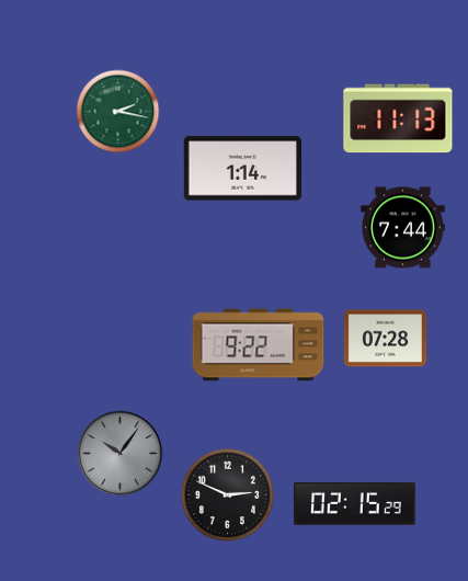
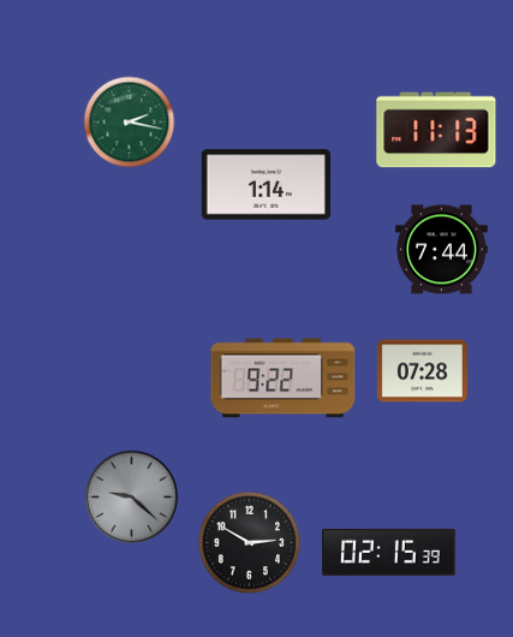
clock at (121, 454): 10:06 -> 9:22
clock at (228, 495): 2:49 -> 2:50
clock at (355, 503): 02:15:29 -> 02:15:39
